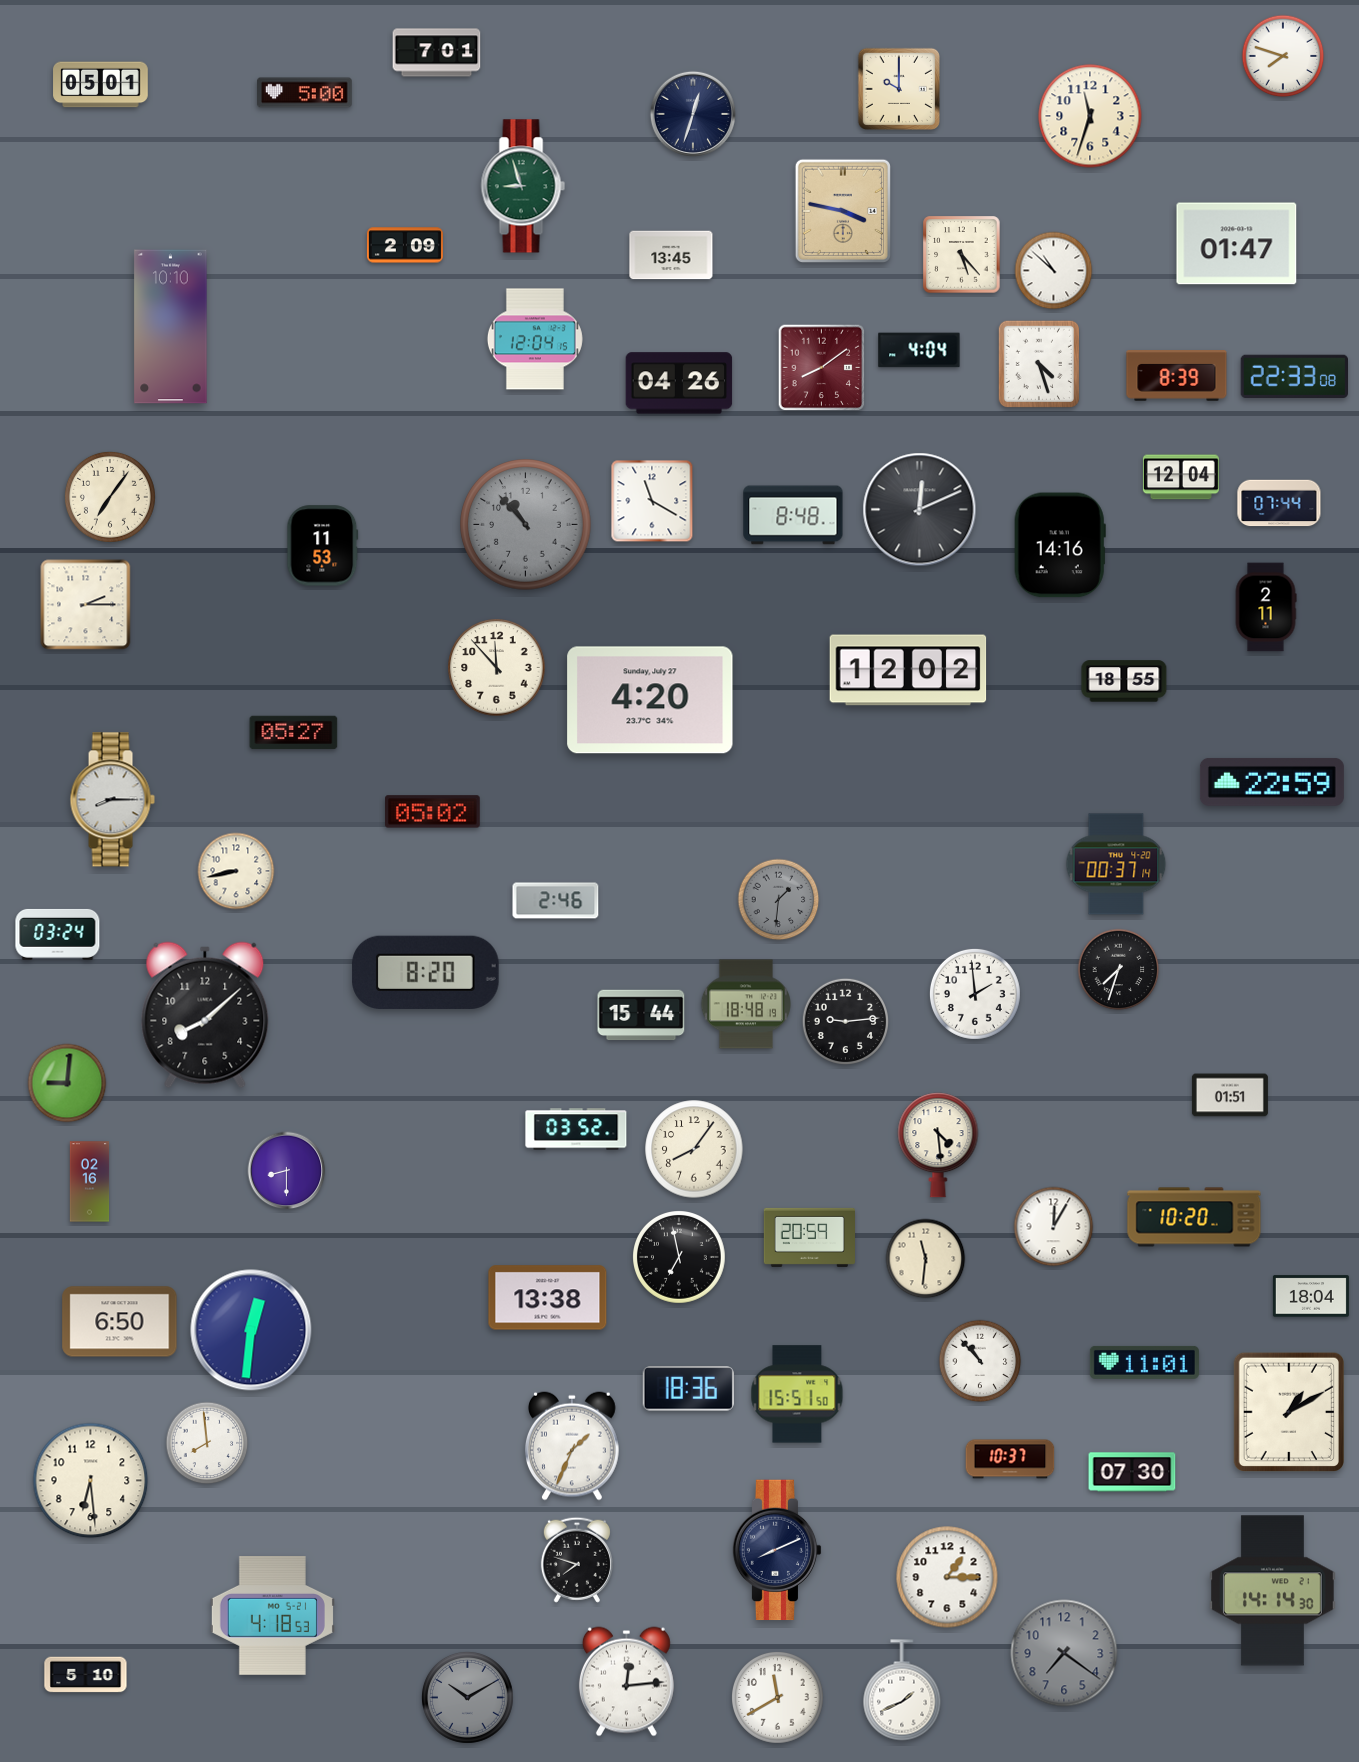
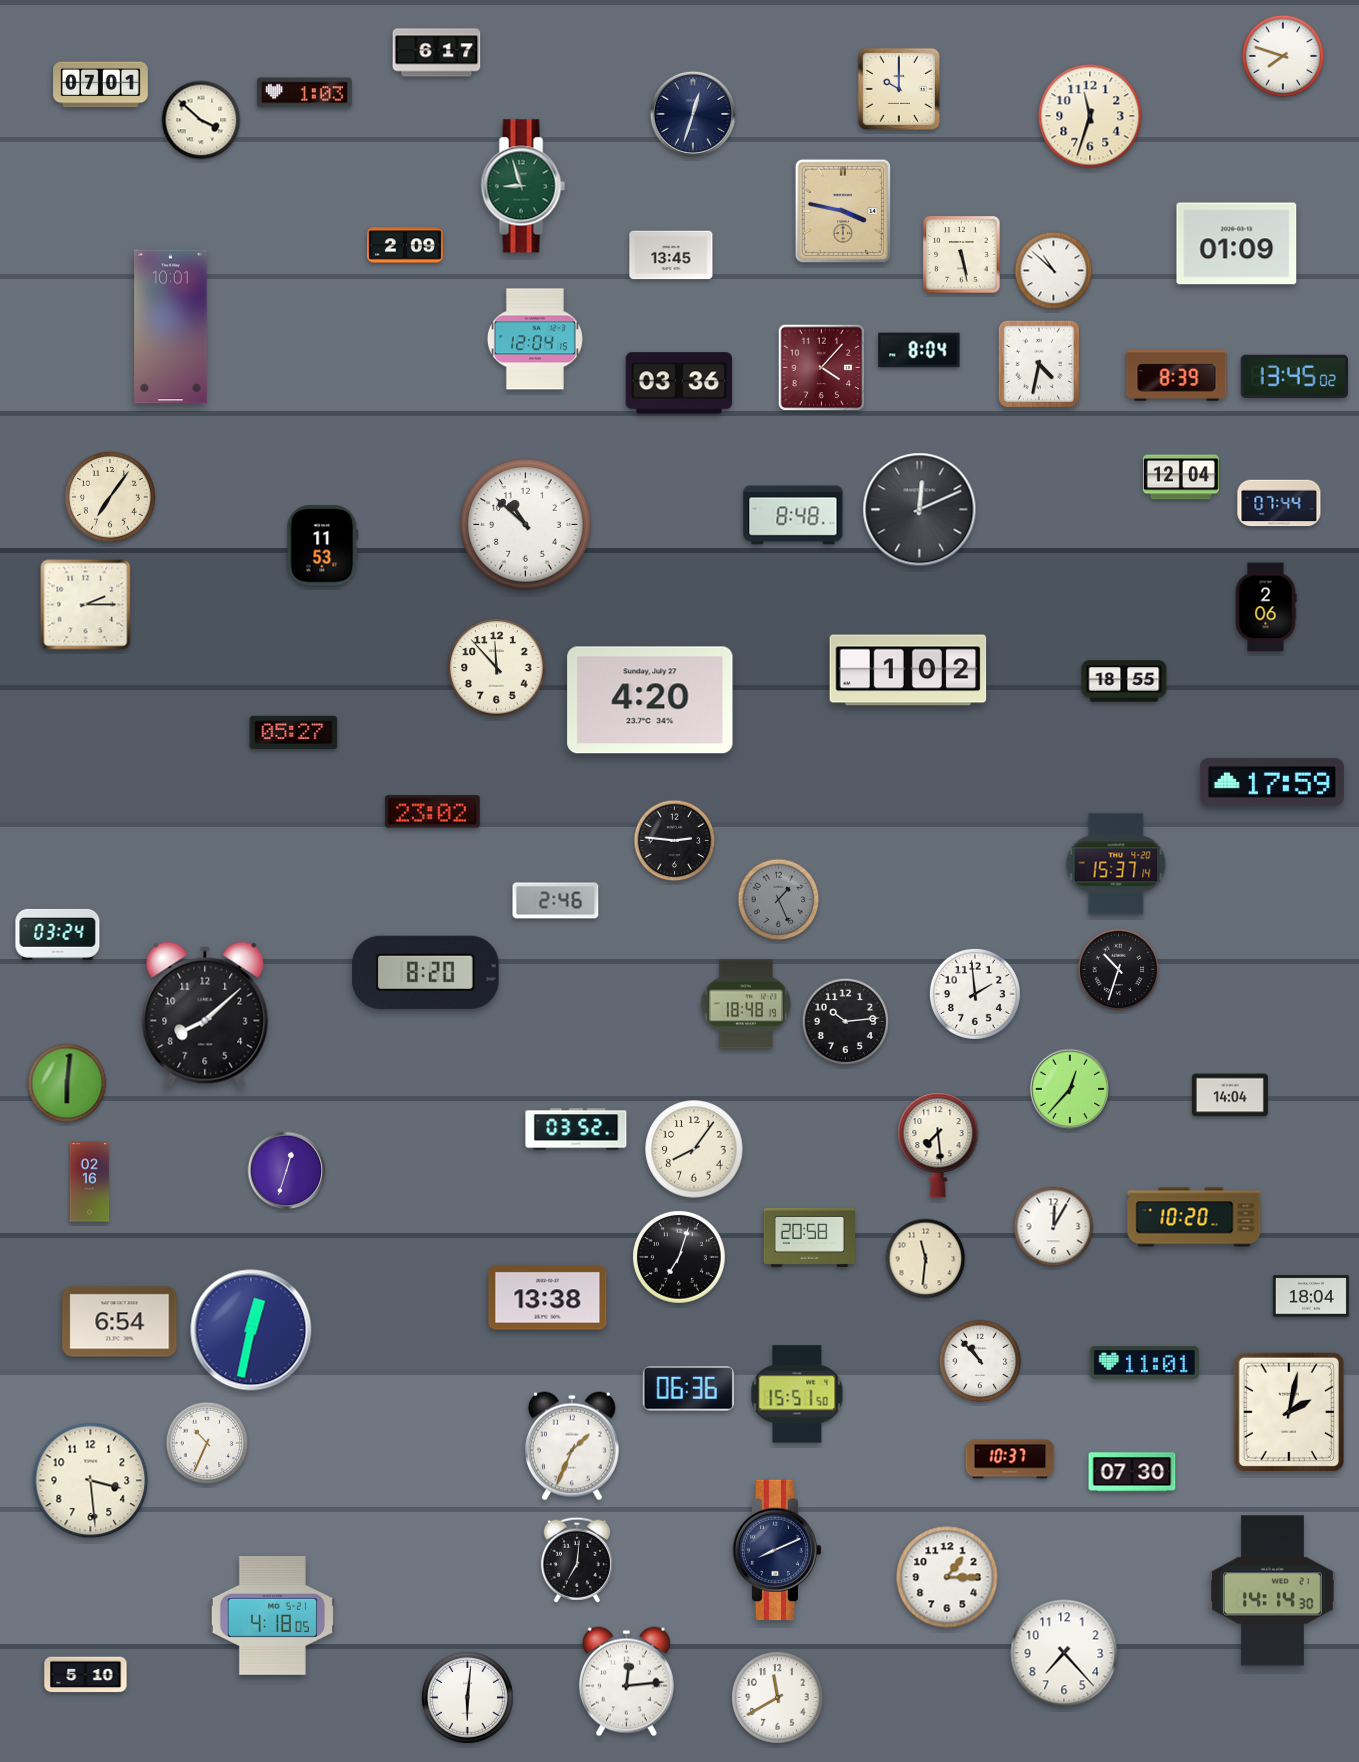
clock at (437, 53): 7:01 -> 6:17
clock at (101, 85): 05:01 -> 07:01
clock at (305, 93): 5:00 -> 1:03
clock at (201, 120): none -> 3:52
clock at (1237, 244): 01:47 -> 01:09
clock at (962, 255): 5:23 -> 5:28
clock at (171, 327): 10:10 -> 10:01
clock at (919, 350): 4:04 -> 8:04
clock at (1039, 363): 4:27 -> 4:32
clock at (822, 368): 8:09 -> 4:07
clock at (1294, 377): 22:33 -> 13:45
clock at (679, 383): 04:26 -> 03:36
clock at (652, 501): 11:20 -> none
clock at (526, 525): 10:53 -> 10:52
clock at (526, 525) dial: grey -> white
clock at (1060, 545): 14:16 -> none
clock at (1266, 607): 2:11 -> 2:06
clock at (908, 670): 12:02 -> 1:02
clock at (1272, 782): 22:59 -> 17:59
clock at (112, 800): 8:15 -> none
clock at (433, 812): 05:02 -> 23:02
clock at (675, 841): none -> 2:46
clock at (1116, 864): 00:37 -> 15:37
clock at (236, 871): 8:43 -> none
clock at (779, 900): 1:31 -> 1:26
clock at (1119, 970): 7:33 -> 10:33
clock at (641, 1015): 15:44 -> none
clock at (845, 1021): 9:14 -> 10:14
clock at (67, 1083): 9:01 -> 6:01
clock at (1070, 1089): none -> 12:37
clock at (1230, 1095): 01:51 -> 14:04
clock at (938, 1145): 4:29 -> 7:29
clock at (287, 1171): 8:30 -> 12:33
clock at (809, 1237): 20:59 -> 20:58
clock at (680, 1258): 6:58 -> 7:03
clock at (120, 1322): 6:50 -> 6:54
clock at (251, 1330): 12:31 -> 12:32
clock at (688, 1389): 18:36 -> 06:36
clock at (1288, 1411): 1:10 -> 2:02
clock at (207, 1443): 7:59 -> 10:34
clock at (91, 1481): 6:29 -> 3:29
clock at (577, 1560): 7:48 -> 7:01
clock at (272, 1616): 4:18:53 -> 4:18:05
clock at (1064, 1653): 7:21 -> 7:23
clock at (1064, 1653) dial: grey -> white
clock at (902, 1690): 1:41 -> none
clock at (467, 1697): 10:10 -> 6:01
clock at (467, 1697) dial: grey -> white
